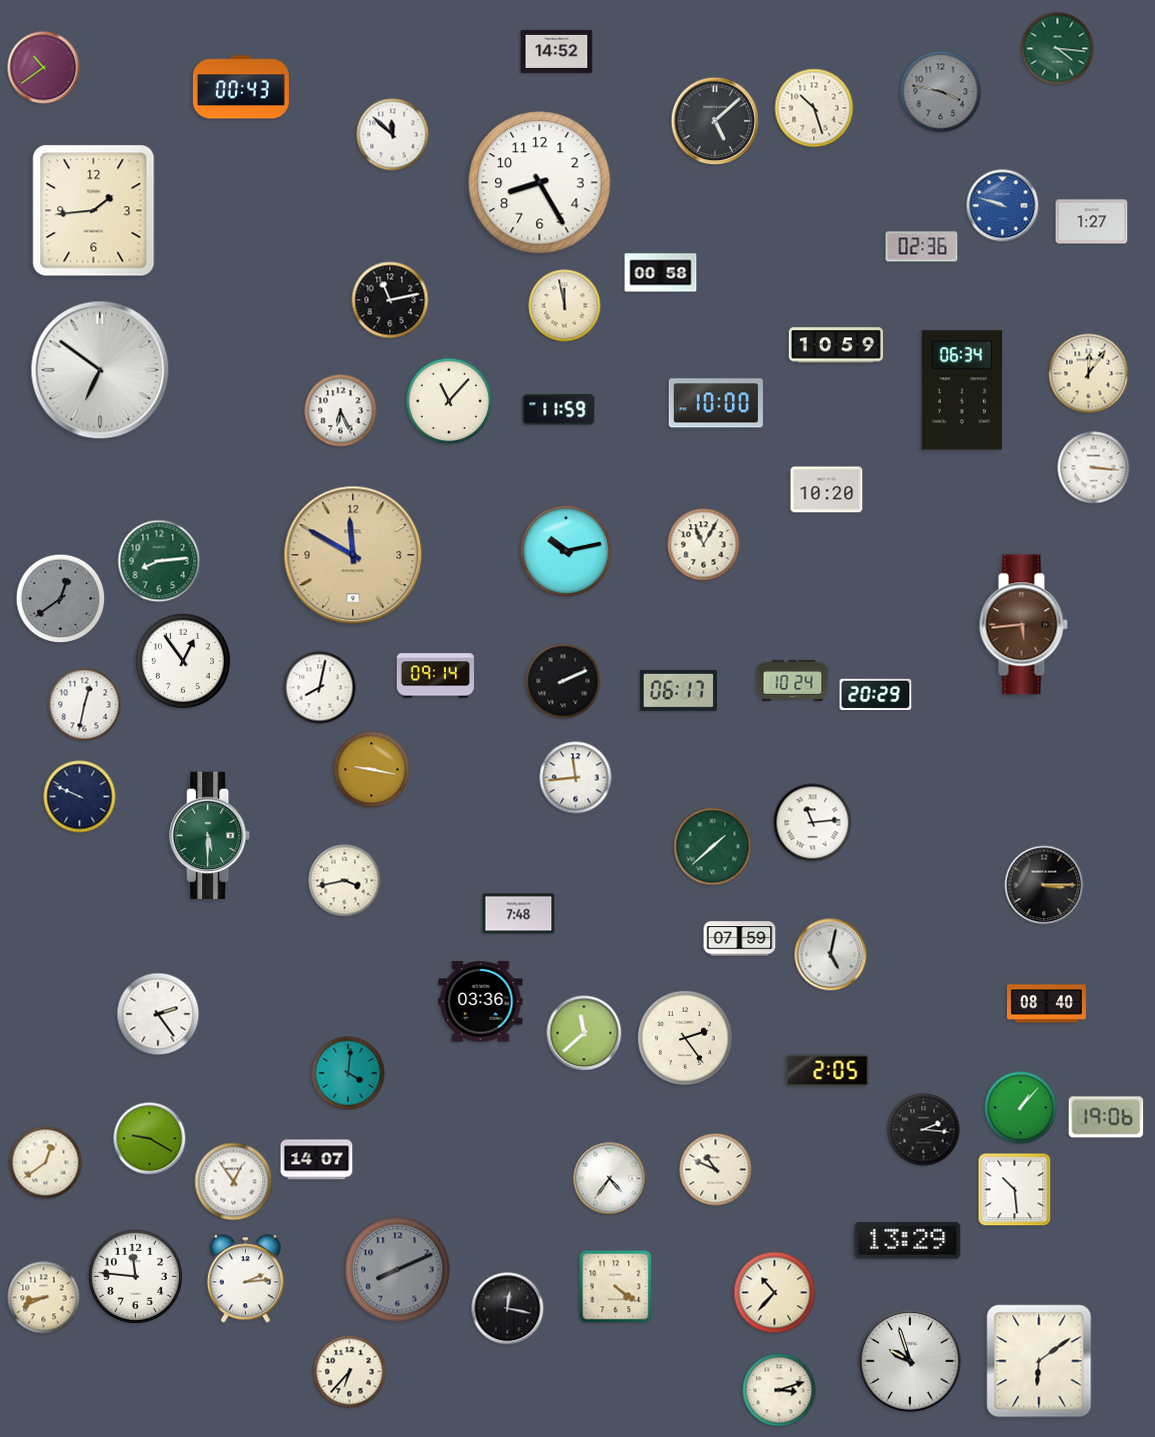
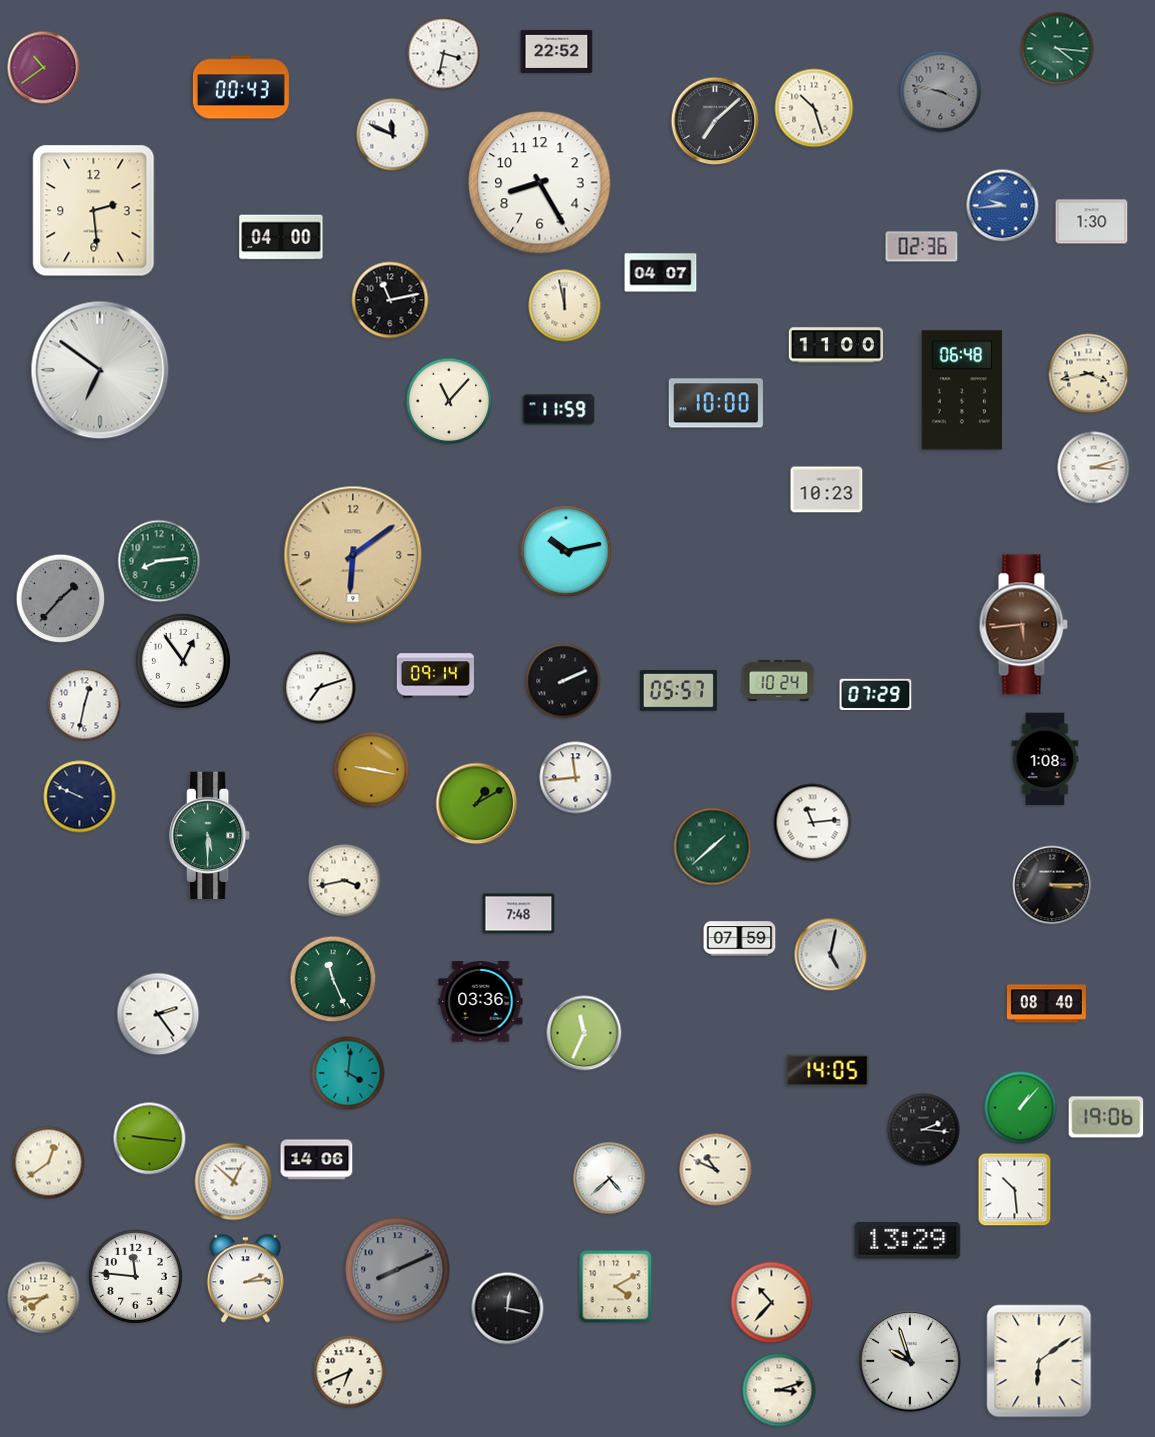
clock at (557, 51): 14:52 -> 22:52
clock at (444, 54): none -> 3:32
clock at (715, 121): 5:08 -> 7:08
clock at (393, 135): 11:52 -> 11:49
clock at (1003, 206): 9:48 -> 9:44
clock at (94, 211): 1:44 -> 2:29
clock at (1092, 222): 1:27 -> 1:30
clock at (281, 237): none -> 04:00
clock at (661, 273): 00:58 -> 04:07
clock at (835, 345): 10:59 -> 11:00
clock at (1089, 374): 12:06 -> 3:43
clock at (962, 390): 06:34 -> 06:48
clock at (341, 411): 6:26 -> none
clock at (1094, 468): 3:16 -> 3:12
clock at (827, 490): 10:20 -> 10:23
clock at (704, 545): 11:05 -> none
clock at (353, 555): 11:50 -> 6:09
clock at (61, 599): 12:39 -> 1:37
clock at (793, 680) position: (793, 680) -> (779, 680)
clock at (320, 688): 8:02 -> 7:12
clock at (678, 690): 06:17 -> 05:57
clock at (876, 695): 20:29 -> 07:29
clock at (1045, 759): none -> 1:08
clock at (477, 804): none -> 1:10
clock at (1044, 885) position: (1044, 885) -> (1052, 885)
clock at (333, 979): none -> 11:26
clock at (584, 1033): 11:38 -> 11:34
clock at (685, 1038): 2:24 -> none
clock at (828, 1071): 2:05 -> 14:05
clock at (150, 1139): 9:20 -> 9:16
clock at (317, 1160): 14:07 -> 14:06
clock at (46, 1163) position: (46, 1163) -> (49, 1163)
clock at (610, 1179): 4:36 -> 4:38
clock at (234, 1182): 12:54 -> 12:52
clock at (616, 1287): 4:21 -> 4:10
clock at (775, 1293) position: (775, 1293) -> (772, 1303)
clock at (44, 1298): 8:41 -> 7:44
clock at (350, 1372): 6:37 -> 6:41
